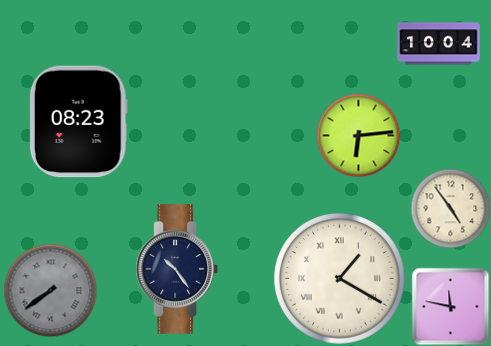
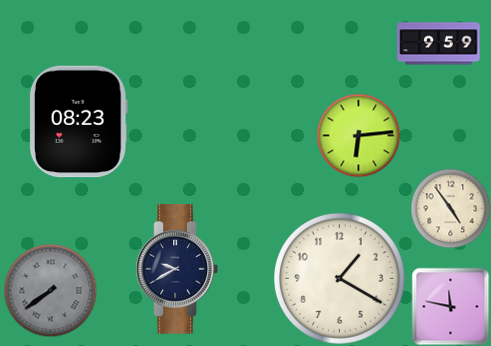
clock at (439, 44): 10:04 -> 9:59
clock at (176, 269): 10:24 -> 9:40
clock at (339, 278) numerals: Roman -> Arabic
